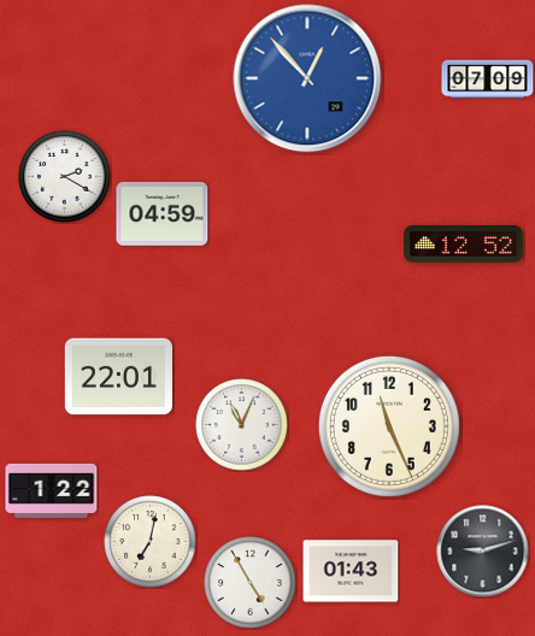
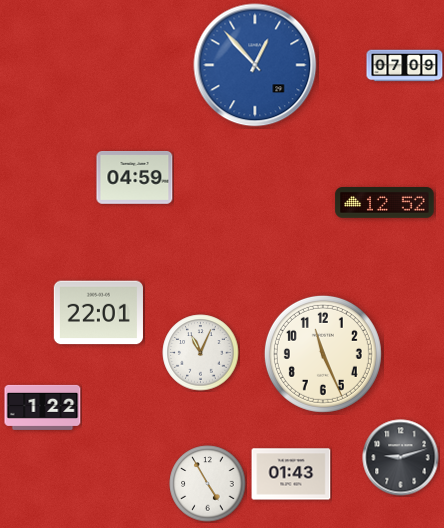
clock at (65, 177): 2:20 -> none
clock at (151, 542): 7:02 -> none
